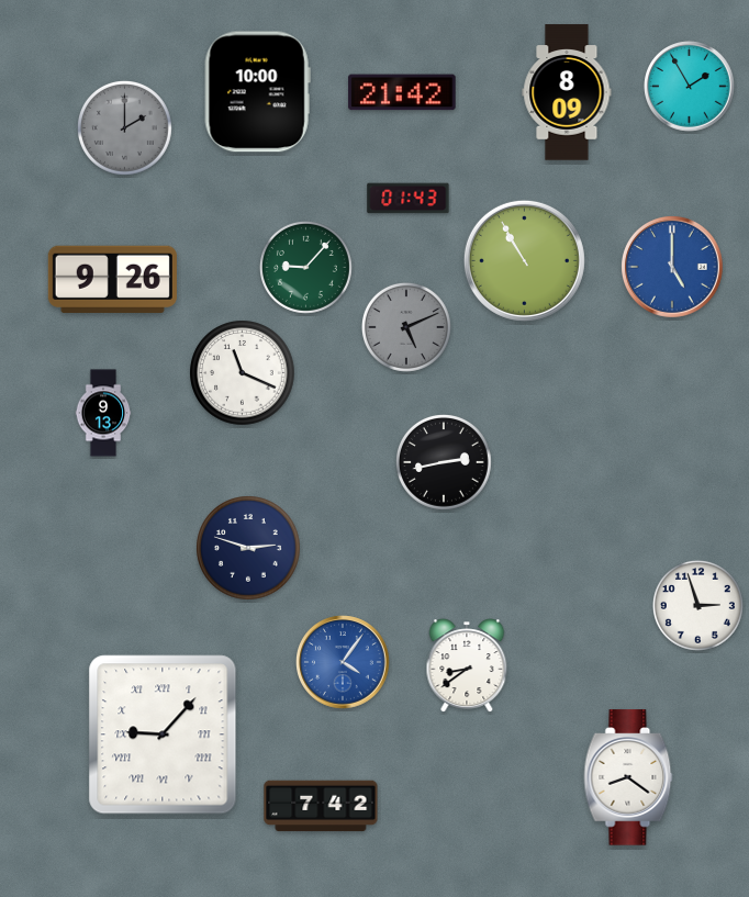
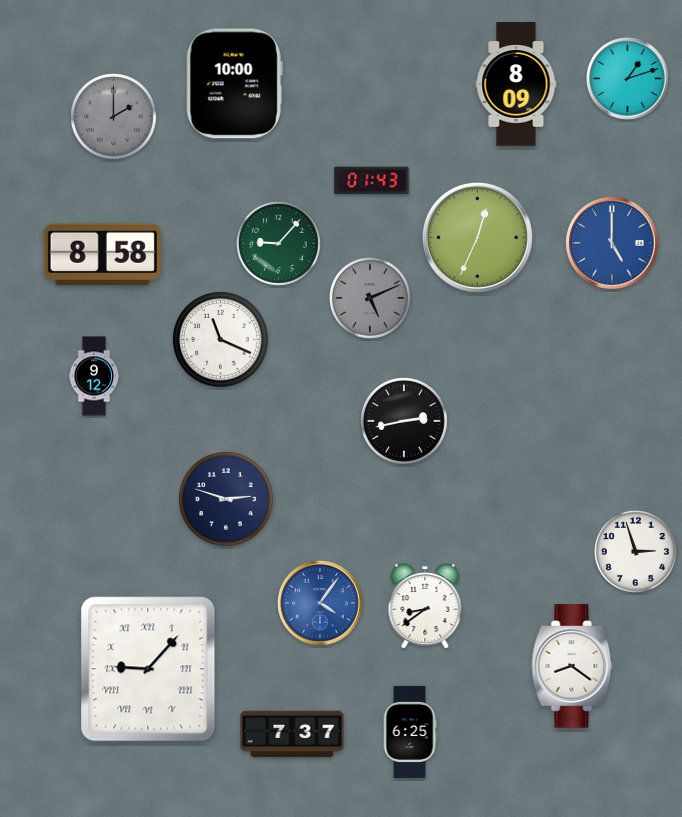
clock at (690, 87): 1:55 -> 1:12
clock at (402, 92): 21:42 -> none
clock at (524, 260): 10:55 -> 12:34
clock at (112, 279): 9:26 -> 8:58
clock at (103, 413): 9:13 -> 9:12
clock at (343, 662) position: (343, 662) -> (320, 603)
clock at (628, 777) position: (628, 777) -> (572, 666)
clock at (410, 732): none -> 6:25
clock at (321, 806): 7:42 -> 7:37
